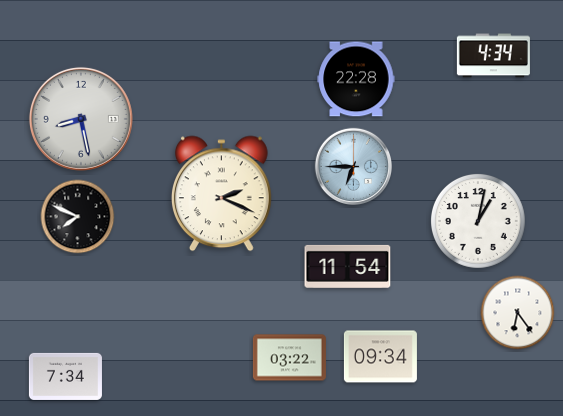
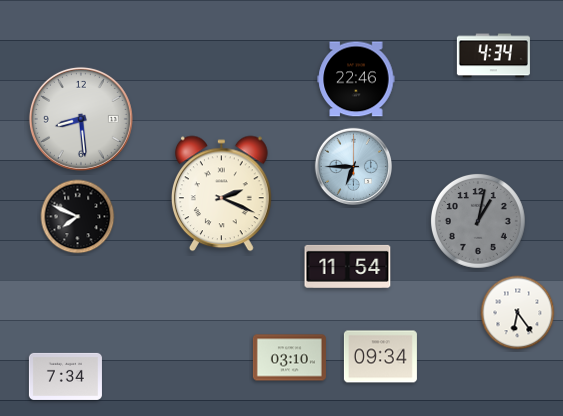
clock at (356, 79): 22:28 -> 22:46
clock at (81, 119): 8:28 -> 8:29
clock at (478, 221) dial: white -> grey
clock at (289, 358): 03:22 -> 03:10
